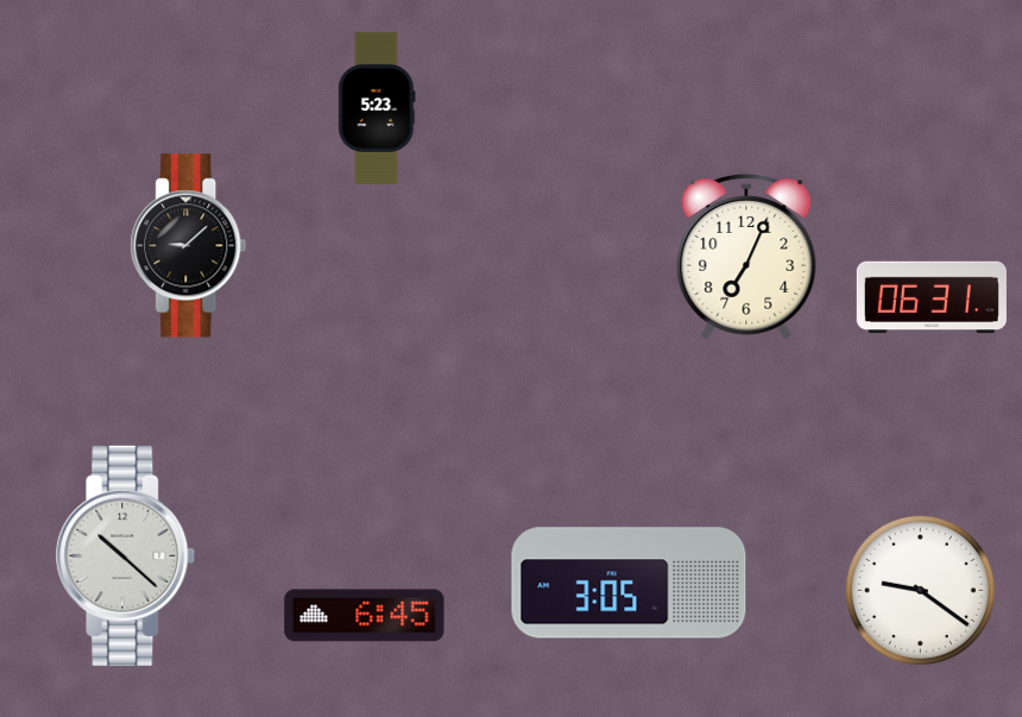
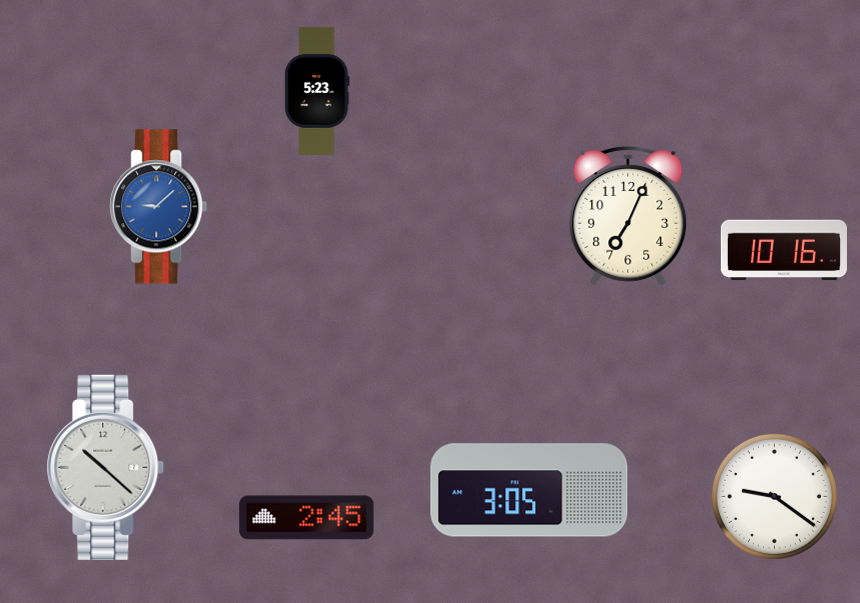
clock at (189, 246) dial: black -> blue
clock at (932, 297): 06:31 -> 10:16
clock at (365, 616): 6:45 -> 2:45
